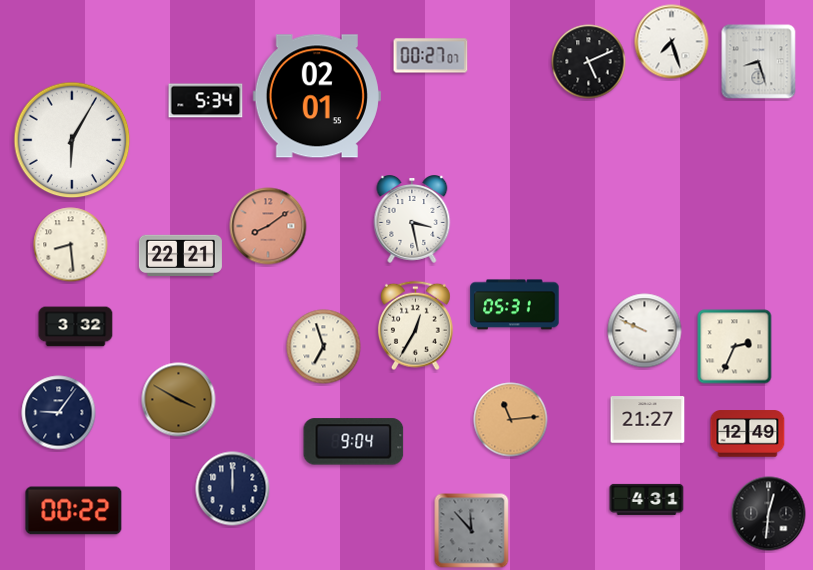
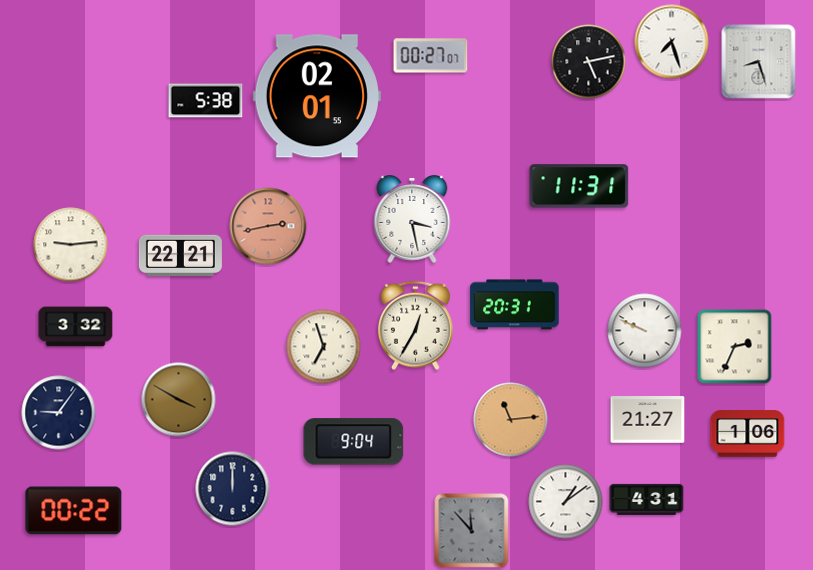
clock at (589, 62): 5:11 -> 5:13
clock at (206, 101): 5:34 -> 5:38
clock at (72, 140): 6:05 -> none
clock at (579, 186): none -> 11:31
clock at (268, 226): 8:09 -> 2:43
clock at (71, 245): 8:29 -> 9:14
clock at (515, 305): 05:31 -> 20:31
clock at (748, 434): 12:49 -> 1:06
clock at (566, 502): none -> 1:09
clock at (769, 514): 12:31 -> none
